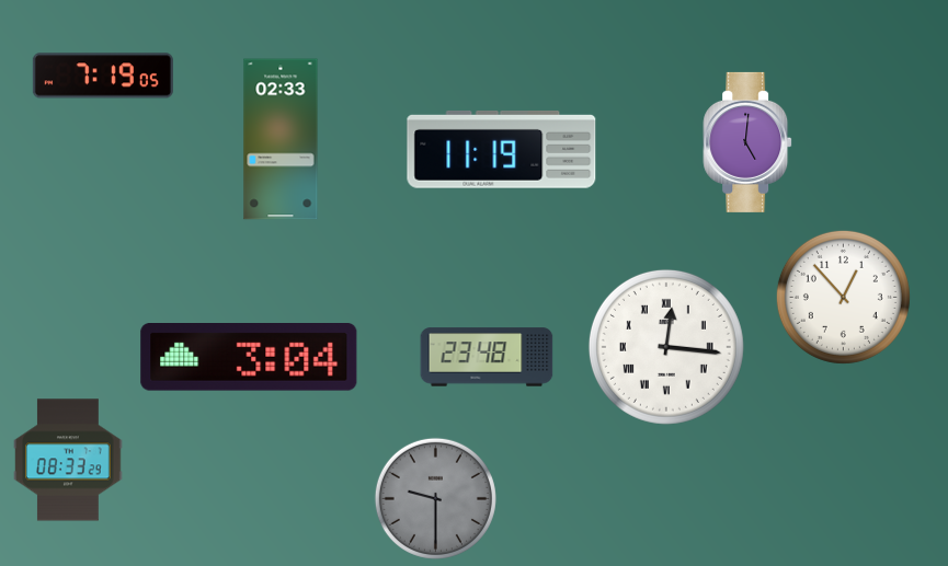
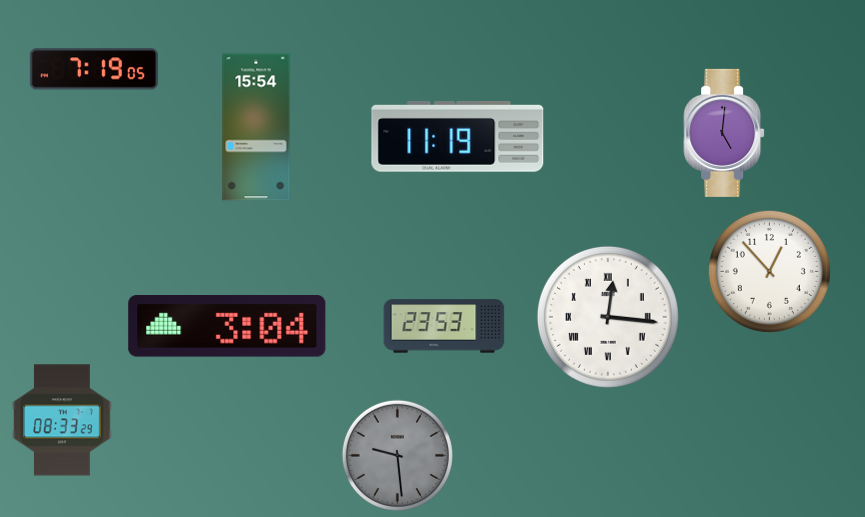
clock at (281, 139): 02:33 -> 15:54
clock at (747, 142) position: (747, 142) -> (724, 133)
clock at (487, 357): 23:48 -> 23:53
clock at (435, 498): 9:30 -> 9:29
